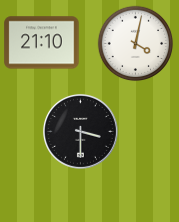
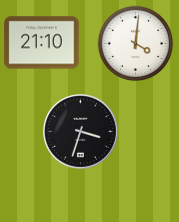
clock at (136, 44): 4:02 -> 4:01
clock at (80, 131): 3:30 -> 3:33
